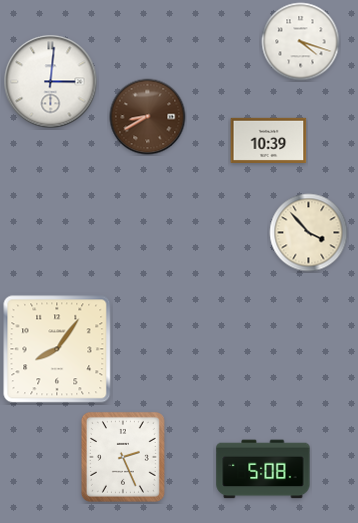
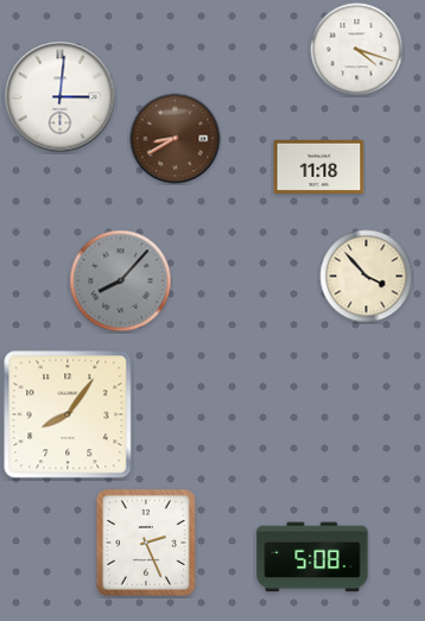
clock at (269, 140): 10:39 -> 11:18
clock at (121, 281): none -> 8:07
